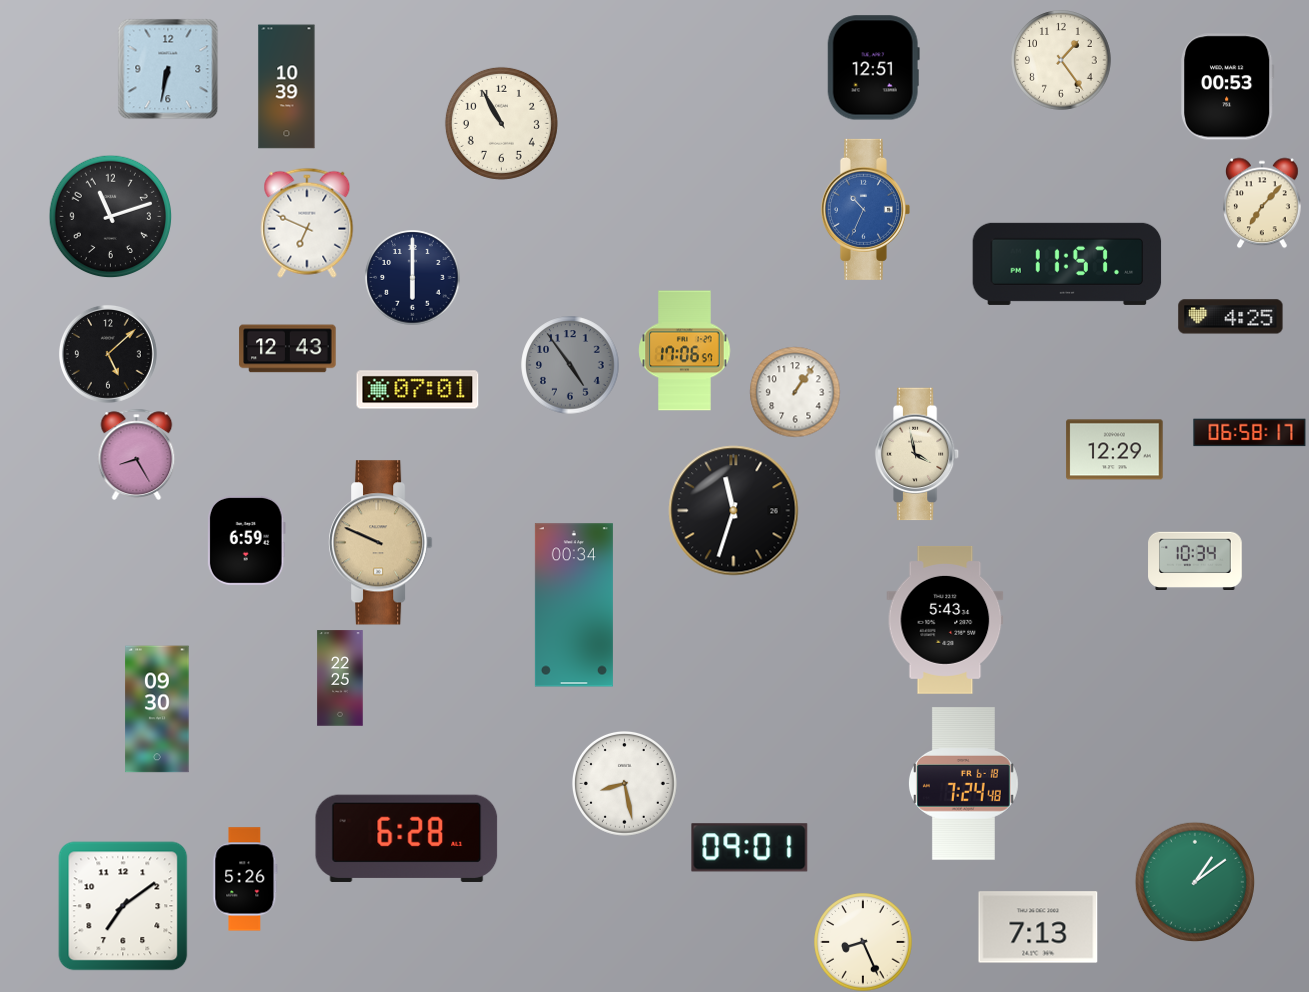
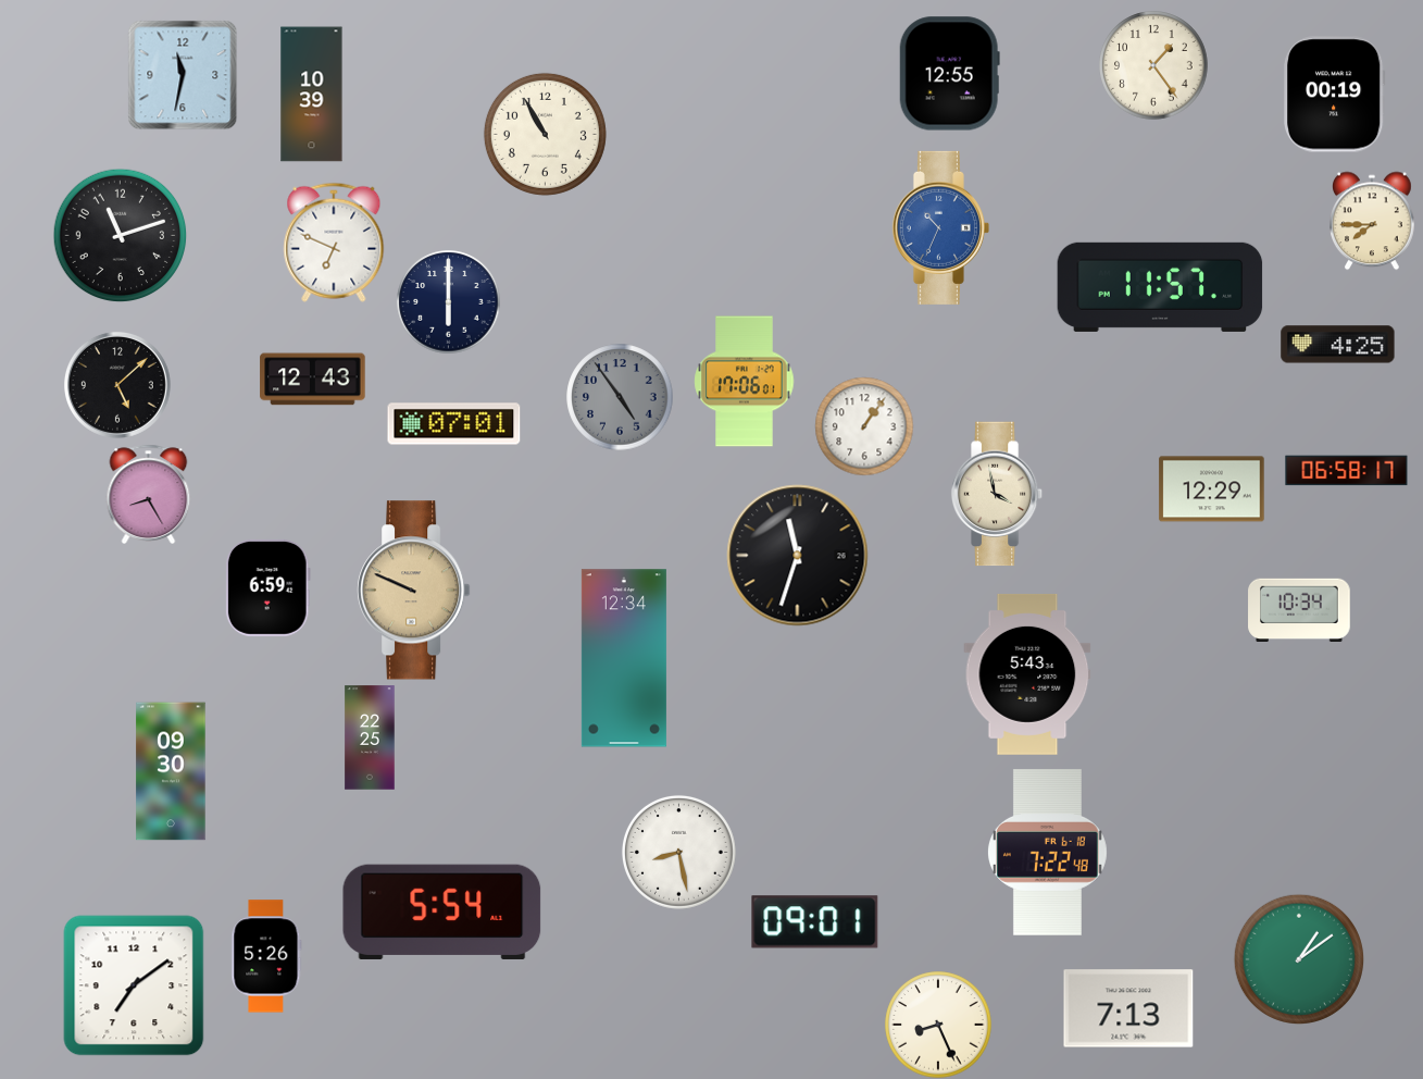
clock at (873, 68): 12:51 -> 12:55
clock at (168, 69): 6:32 -> 11:32
clock at (1227, 87): 00:53 -> 00:19
clock at (1263, 203): 7:07 -> 7:45
clock at (685, 351): 17:06:57 -> 17:06:01
clock at (1250, 433) position: (1250, 433) -> (1347, 471)
clock at (574, 605): 00:34 -> 12:34
clock at (963, 784): 7:24 -> 7:22
clock at (407, 838): 6:28 -> 5:54
